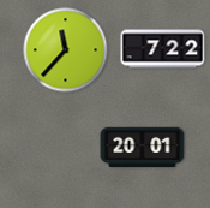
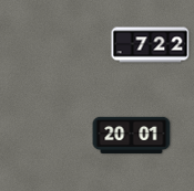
clock at (66, 50): 11:37 -> none
